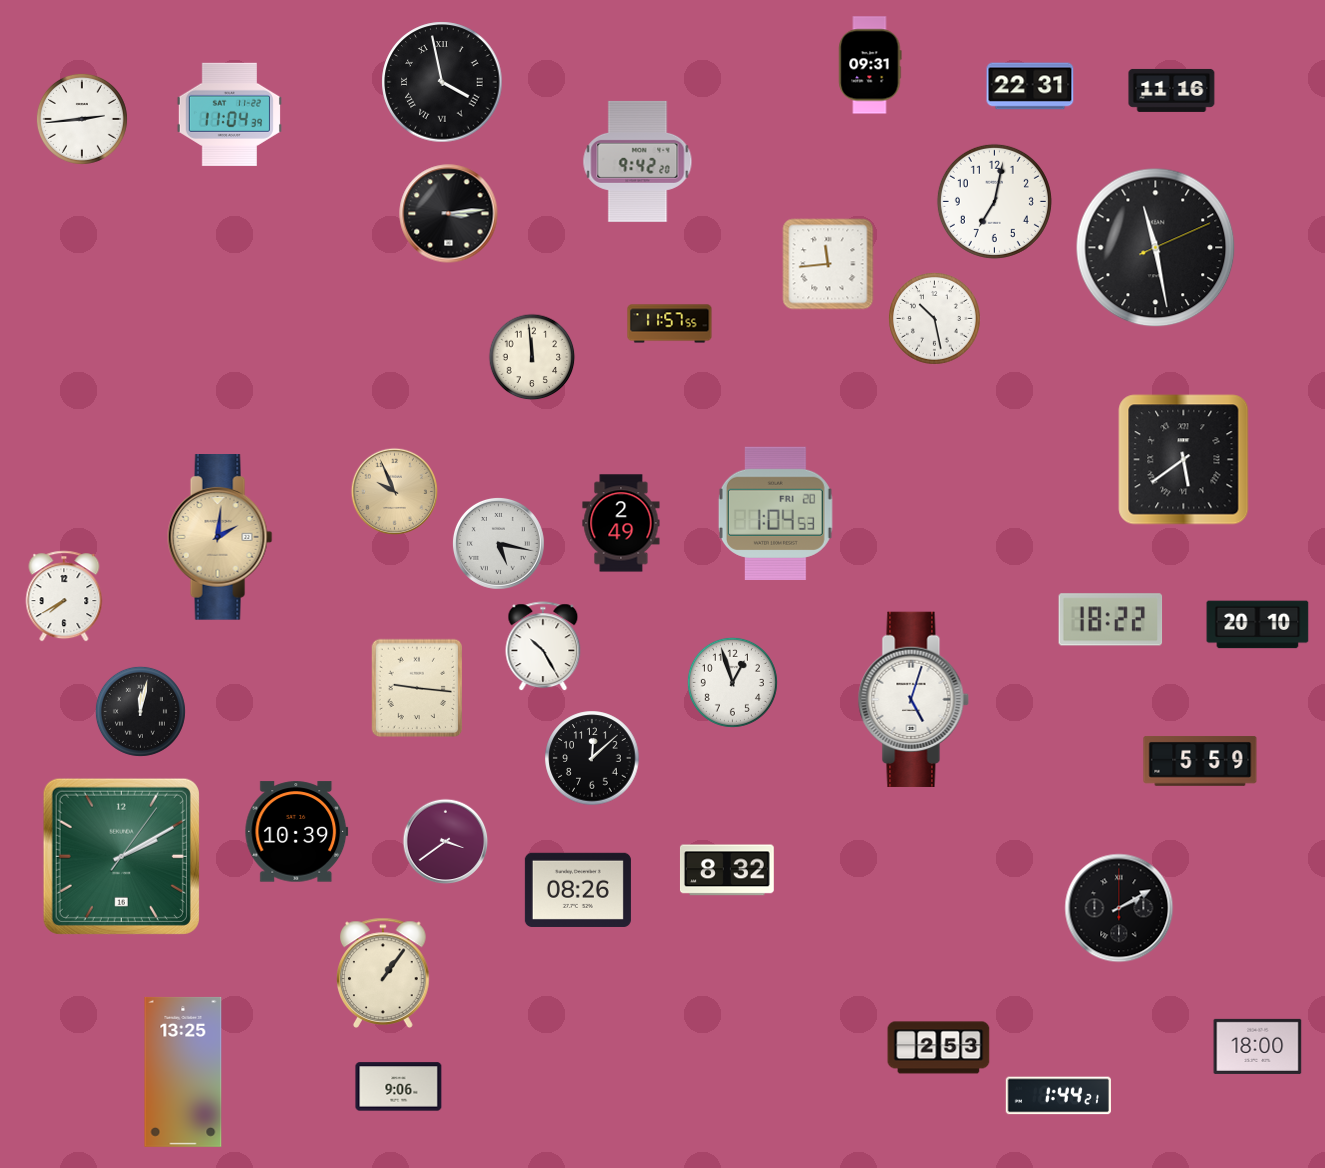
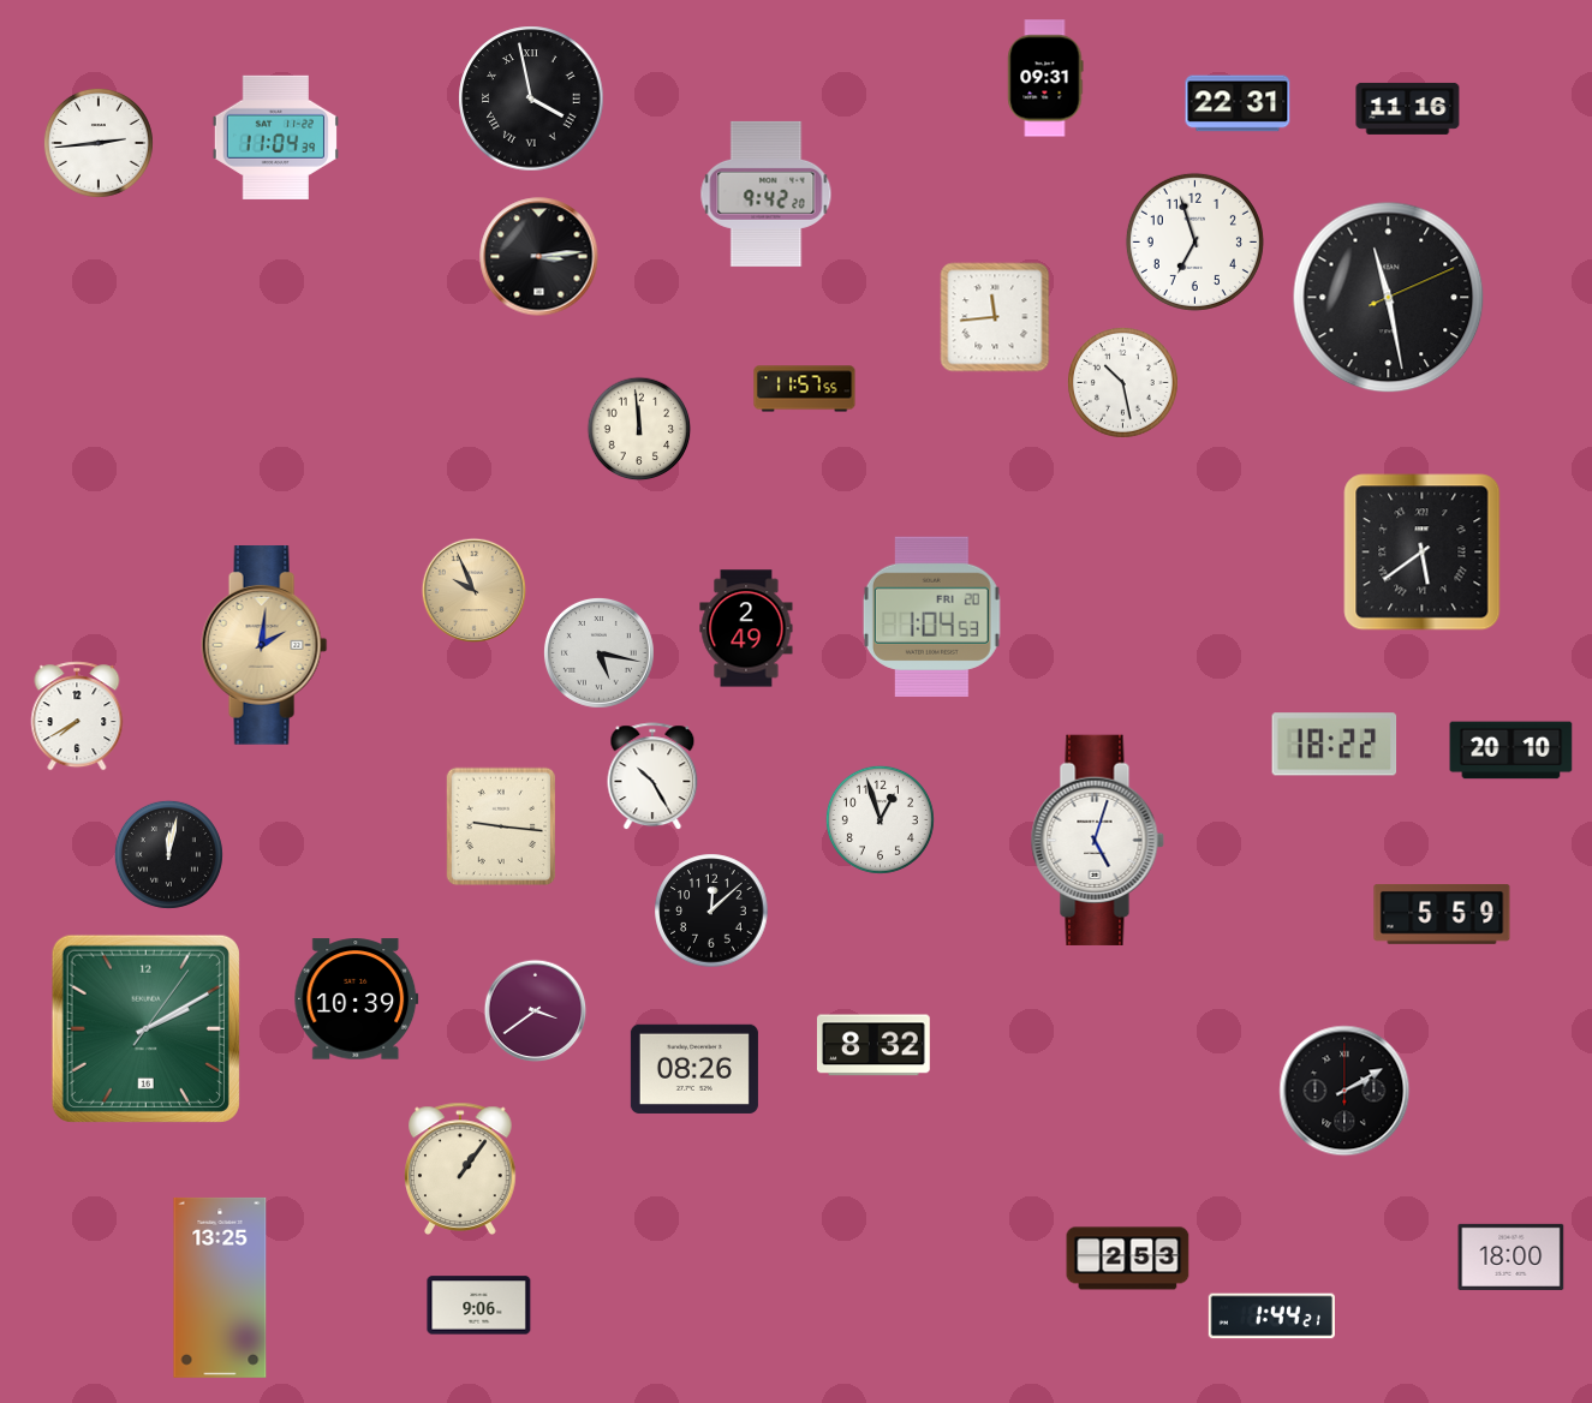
clock at (994, 201): 7:02 -> 6:57
